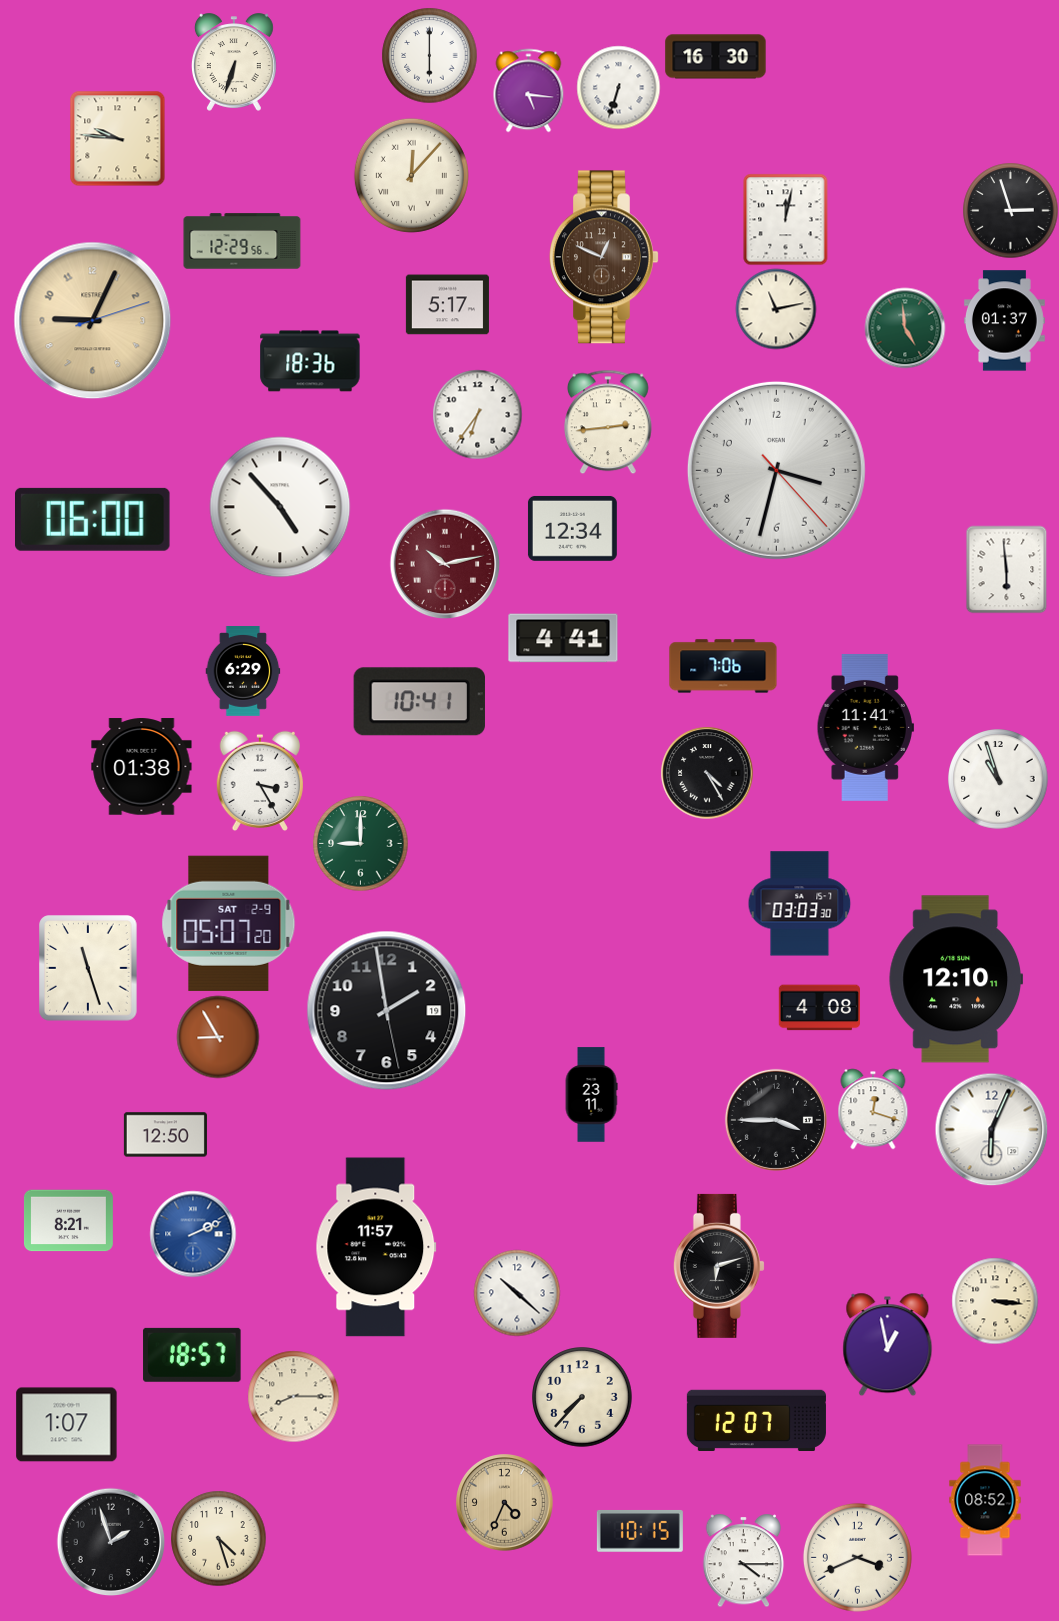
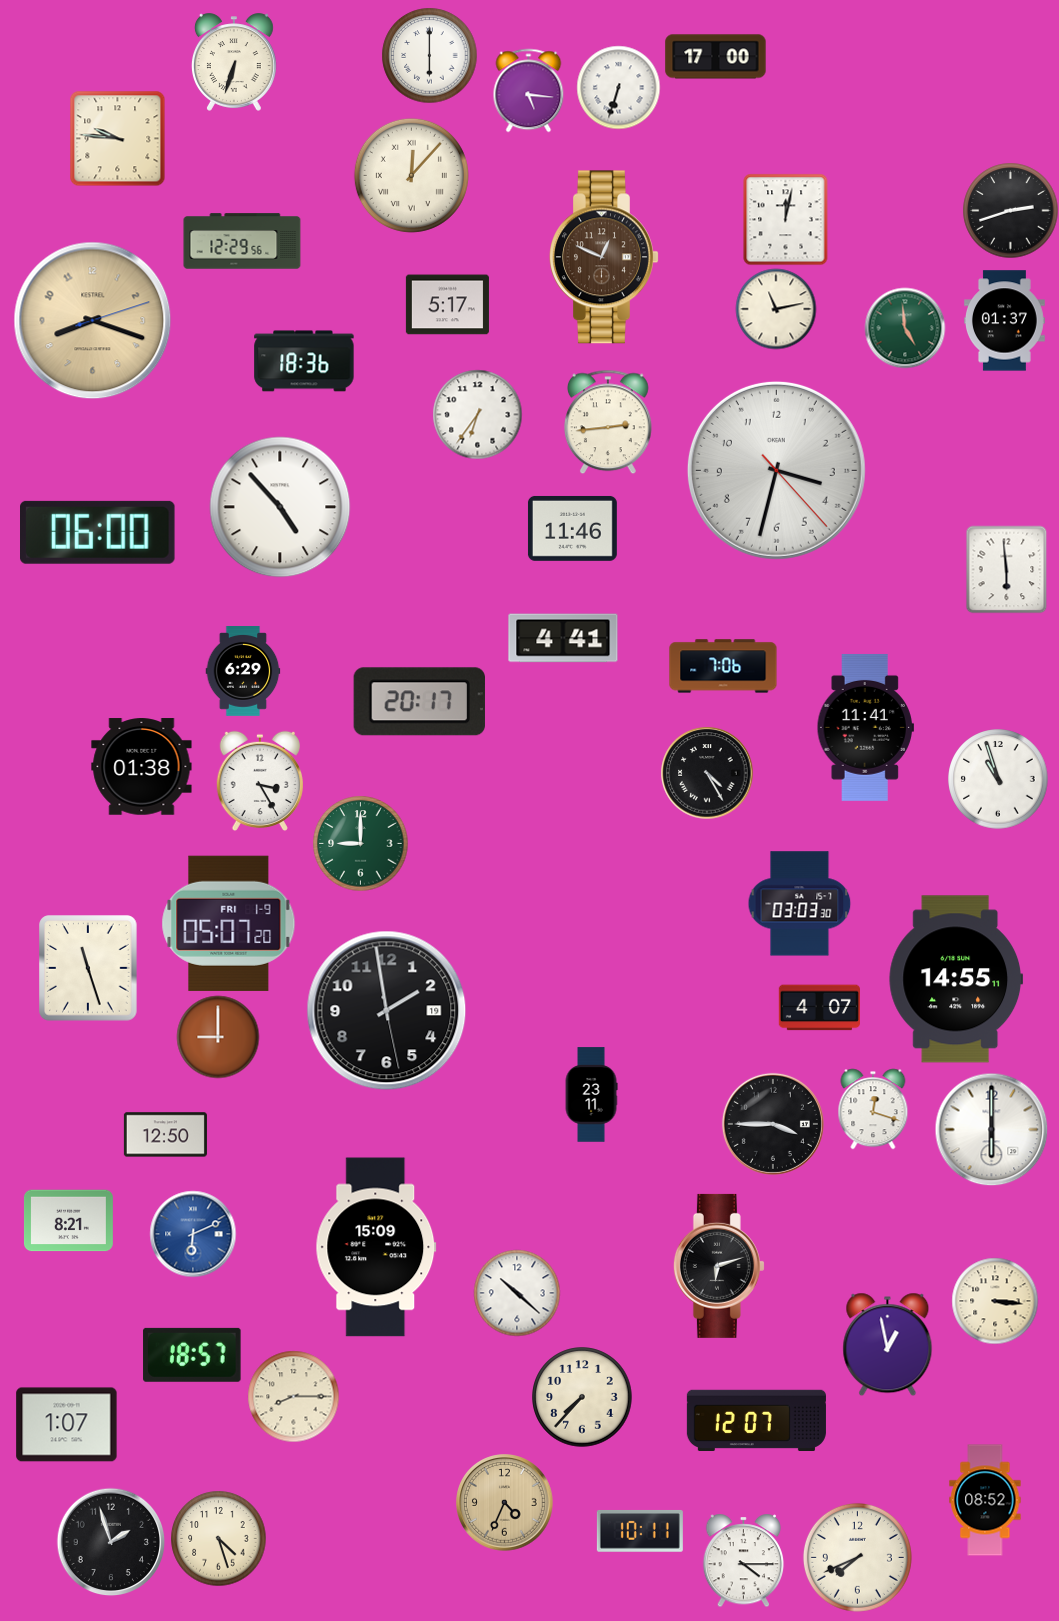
clock at (716, 57): 16:30 -> 17:00
clock at (1010, 210): 2:57 -> 2:42
clock at (93, 321): 9:04 -> 8:18
clock at (310, 361) position: (310, 361) -> (304, 361)
clock at (93, 519) position: (93, 519) -> (98, 532)
clock at (572, 528): 12:34 -> 11:46
clock at (445, 564): 10:13 -> none
clock at (419, 702): 10:41 -> 20:17
clock at (229, 923) date: SAT 2-9 -> FRI 1-9
clock at (955, 979): 12:10 -> 14:55
clock at (819, 1008): 4:08 -> 4:07
clock at (218, 1037): 8:55 -> 9:00
clock at (776, 1120) position: (776, 1120) -> (773, 1124)
clock at (991, 1129): 6:04 -> 6:00
clock at (193, 1234): 2:11 -> 6:11
clock at (376, 1247): 11:57 -> 15:09
clock at (640, 1531): 10:15 -> 10:11
clock at (857, 1557): 3:41 -> 7:41
